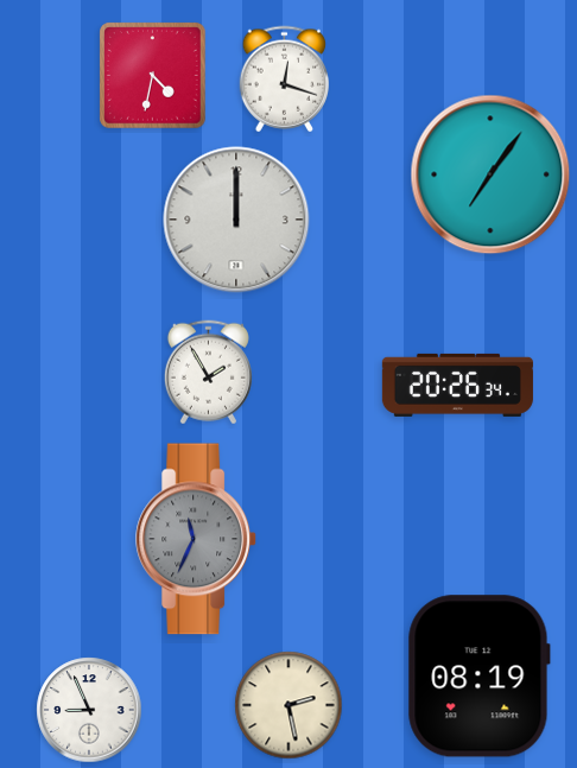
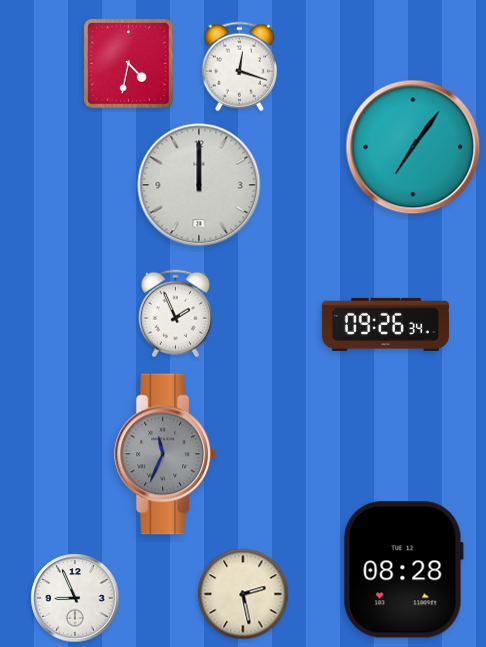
clock at (208, 373): 1:55 -> 1:56
clock at (457, 385): 20:26 -> 09:26
clock at (478, 677): 08:19 -> 08:28
